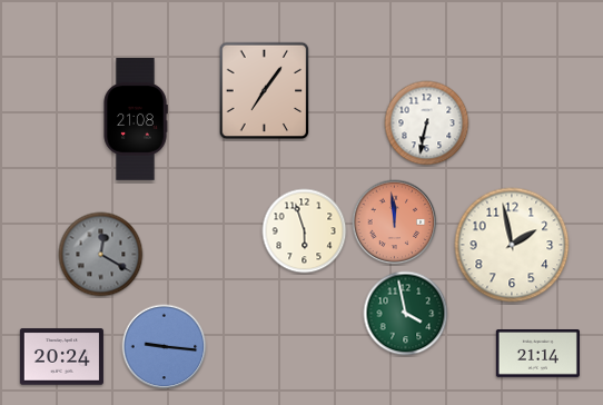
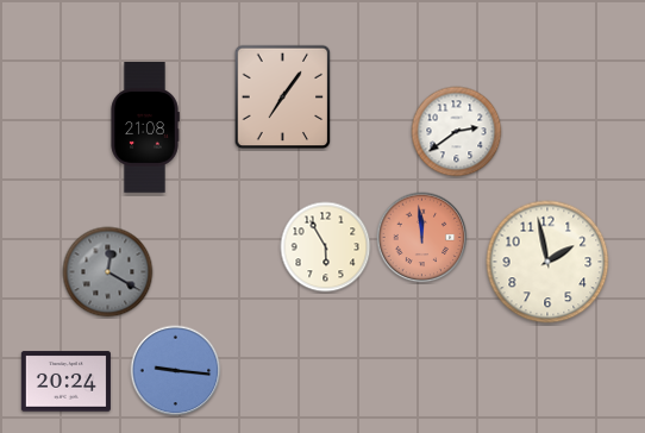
clock at (427, 124): 6:32 -> 2:39
clock at (305, 231): 5:57 -> 5:55
clock at (406, 314): 3:58 -> none
clock at (537, 354): 21:14 -> none
